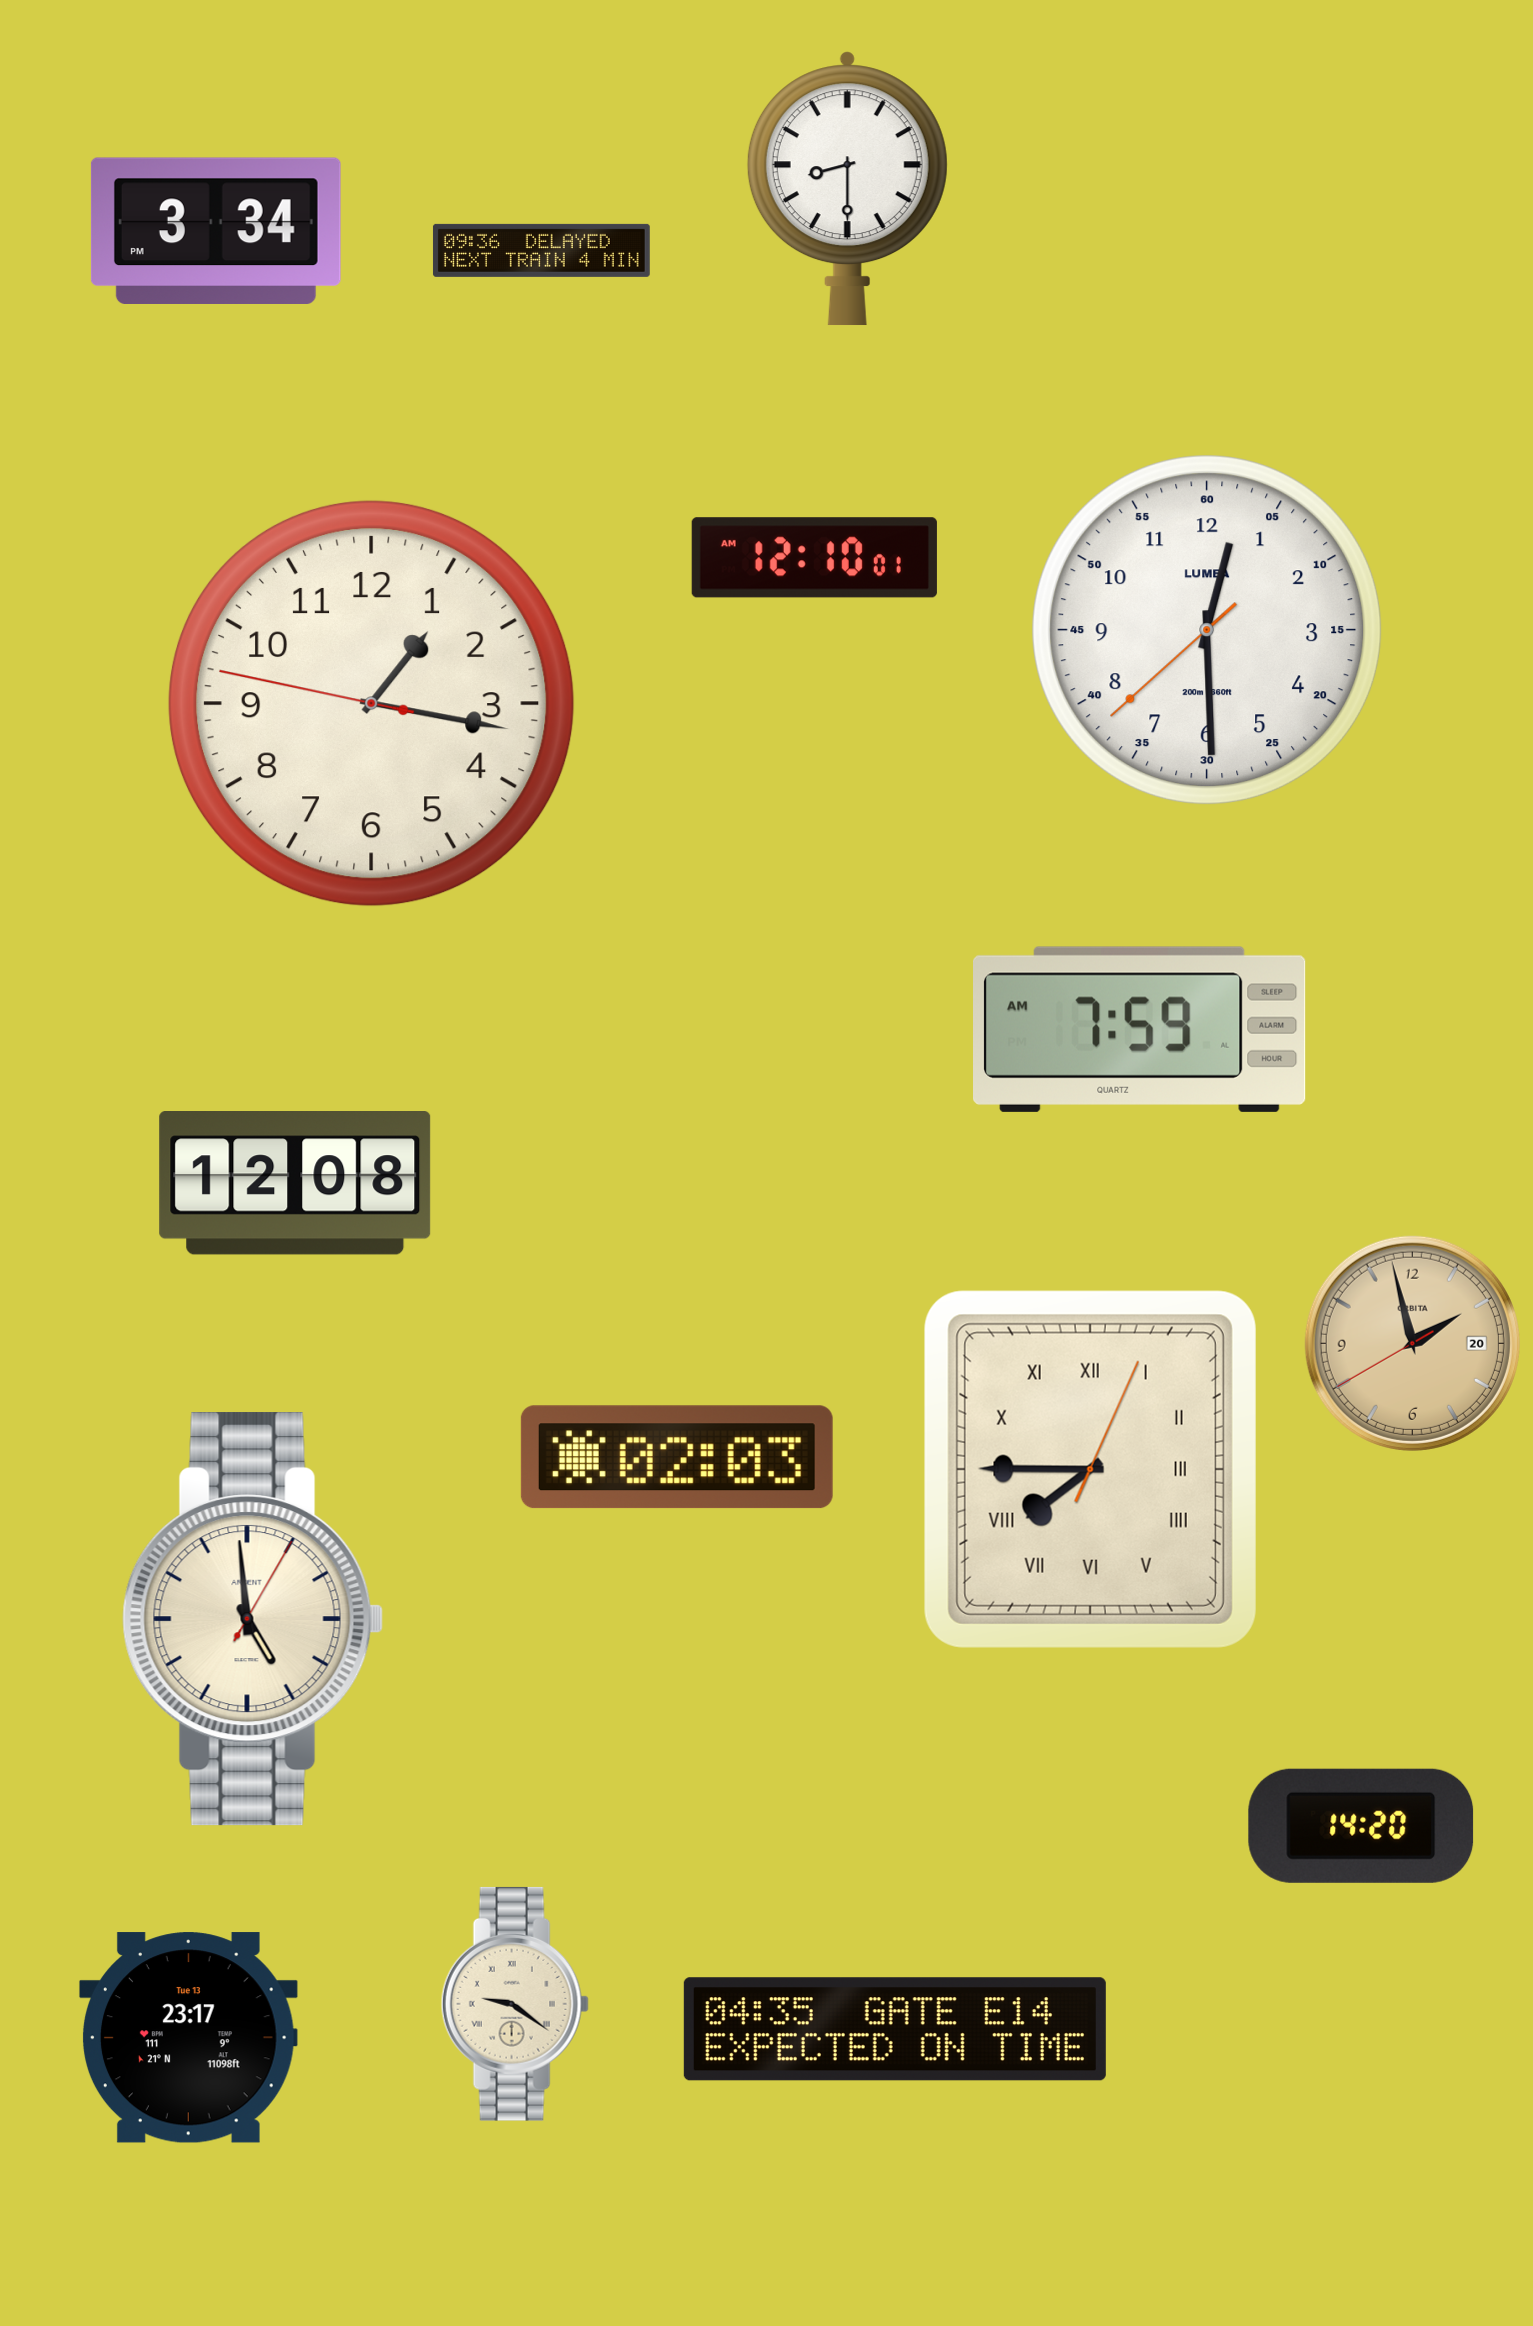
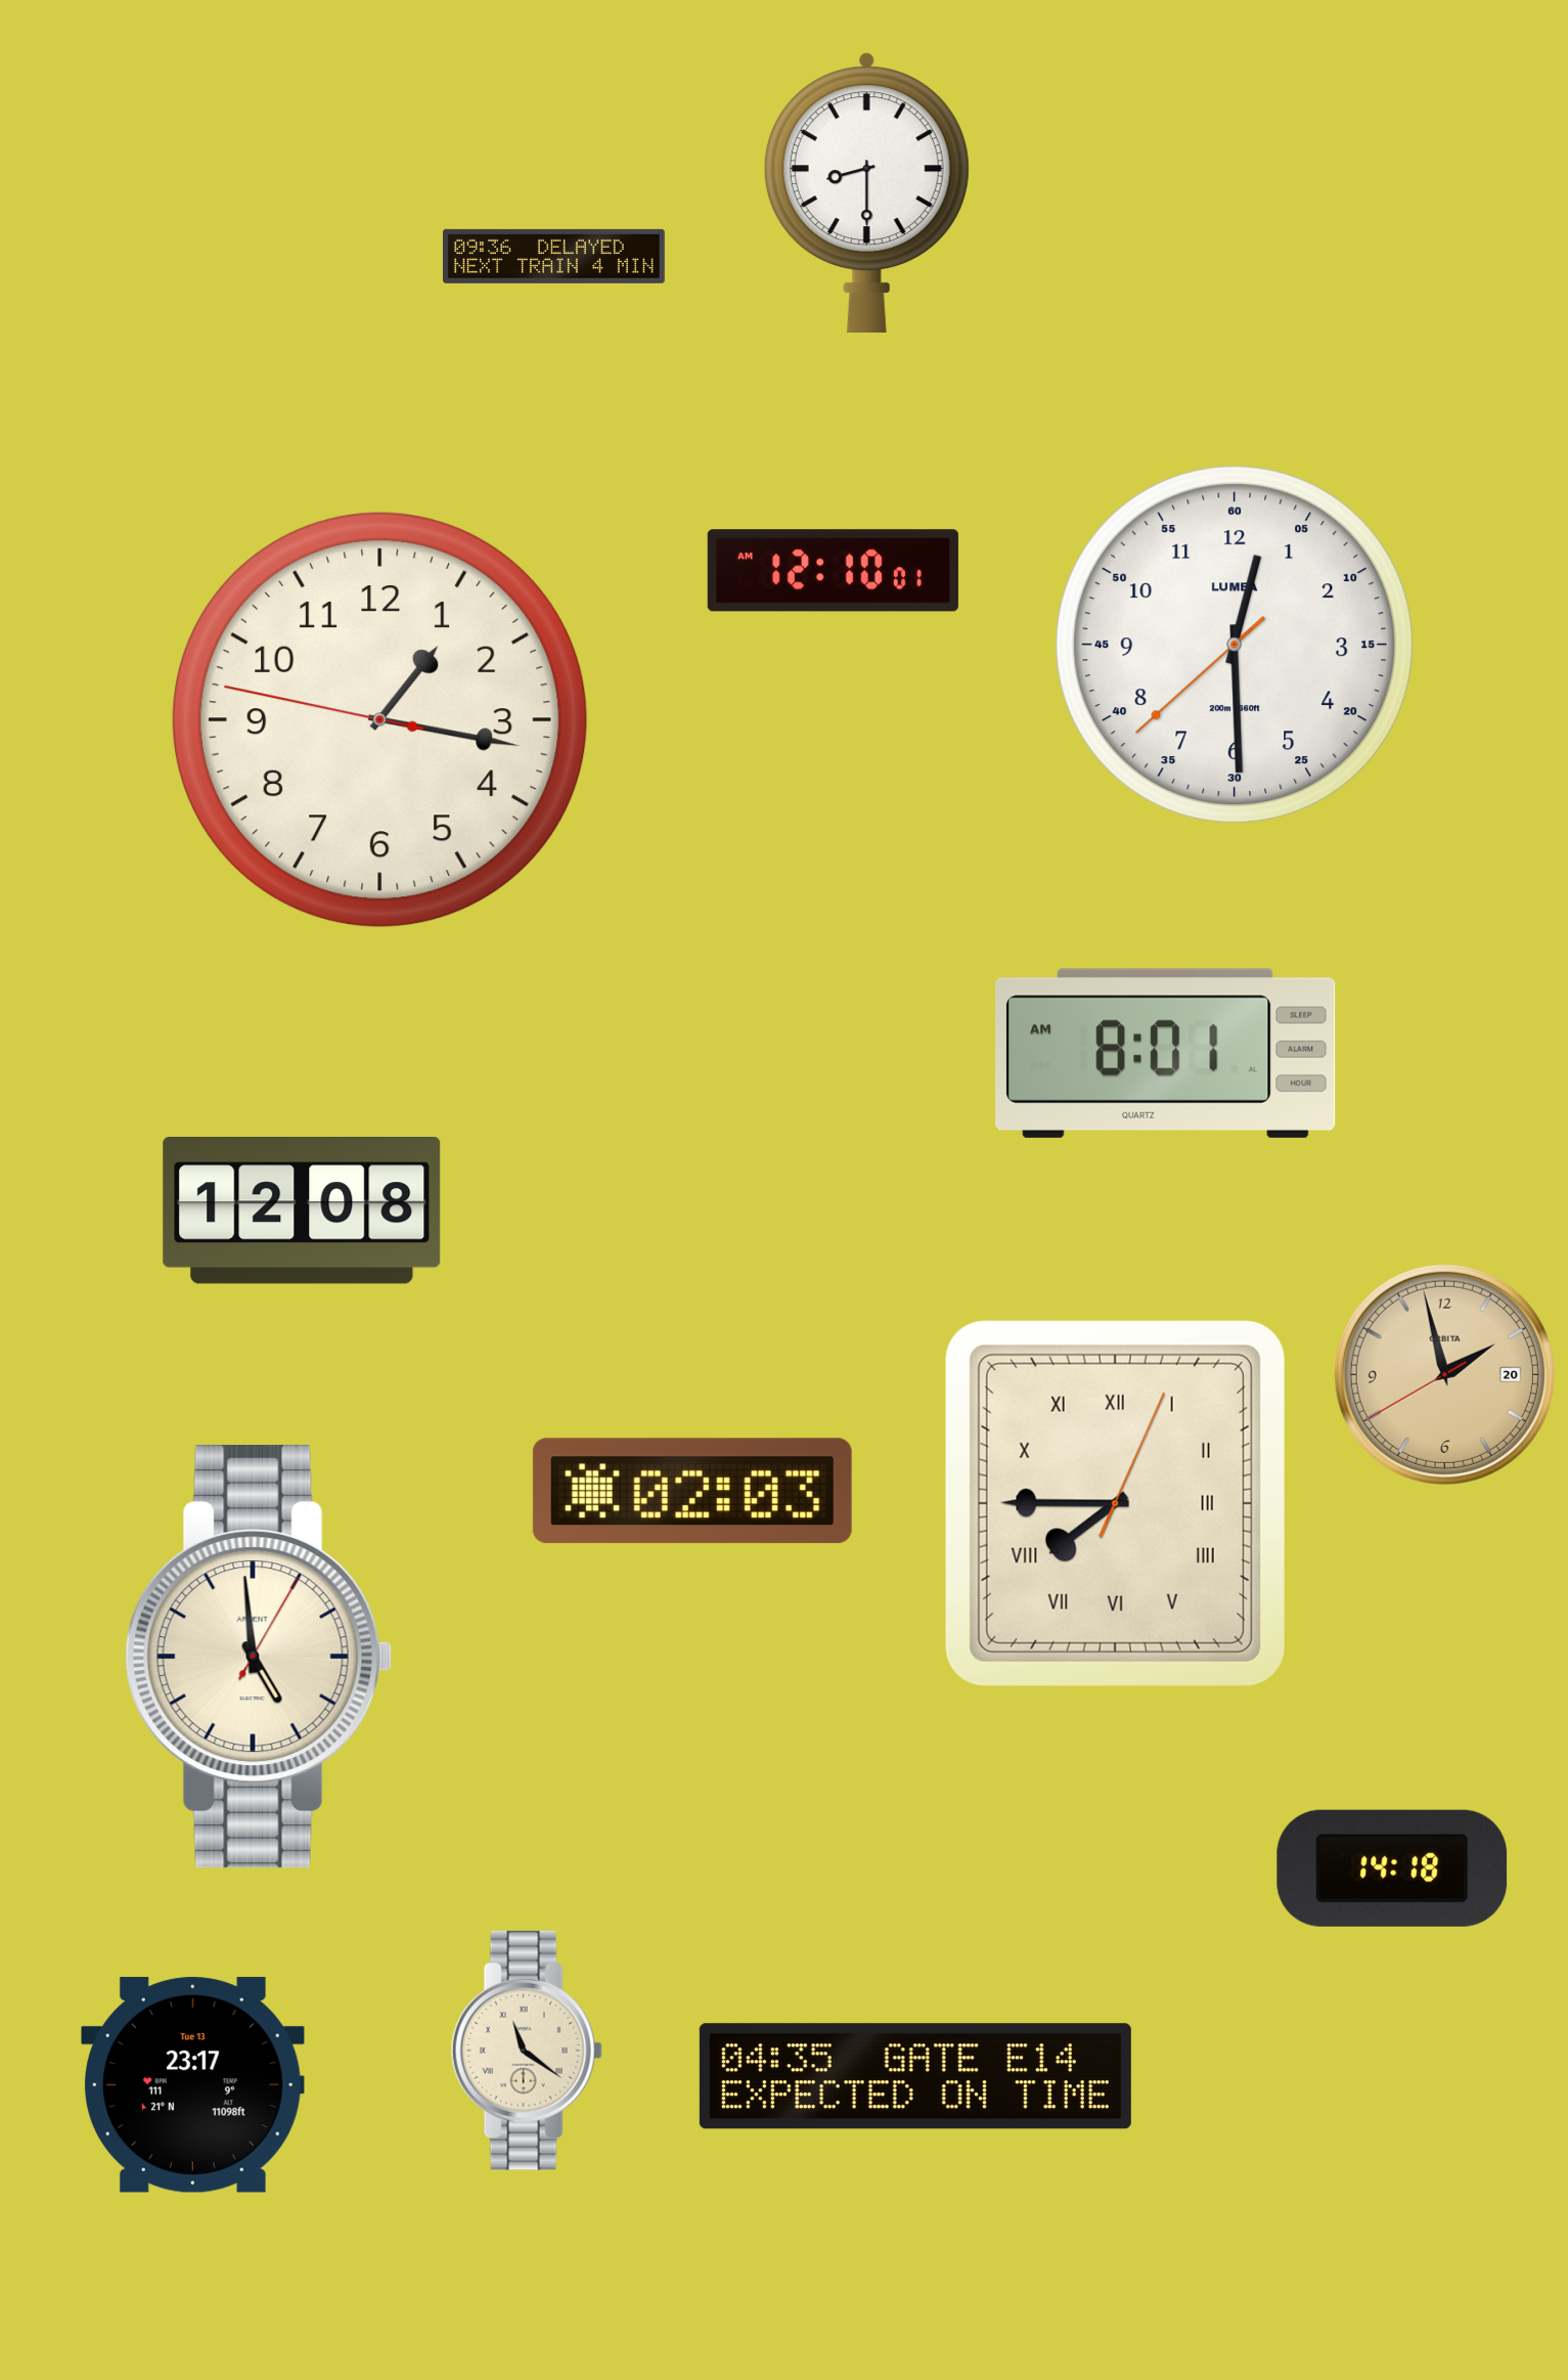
clock at (216, 231): 3:34 -> none
clock at (1140, 1029): 7:59 -> 8:01
clock at (1361, 1826): 14:20 -> 14:18
clock at (515, 2004): 9:21 -> 11:21
